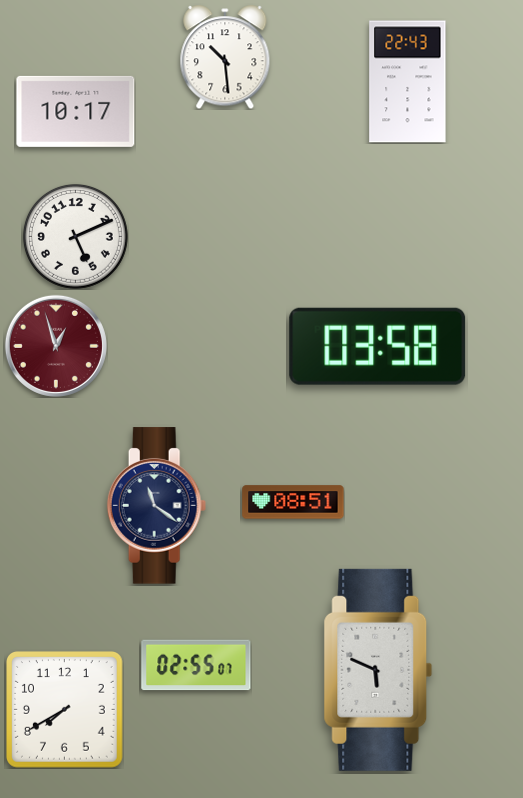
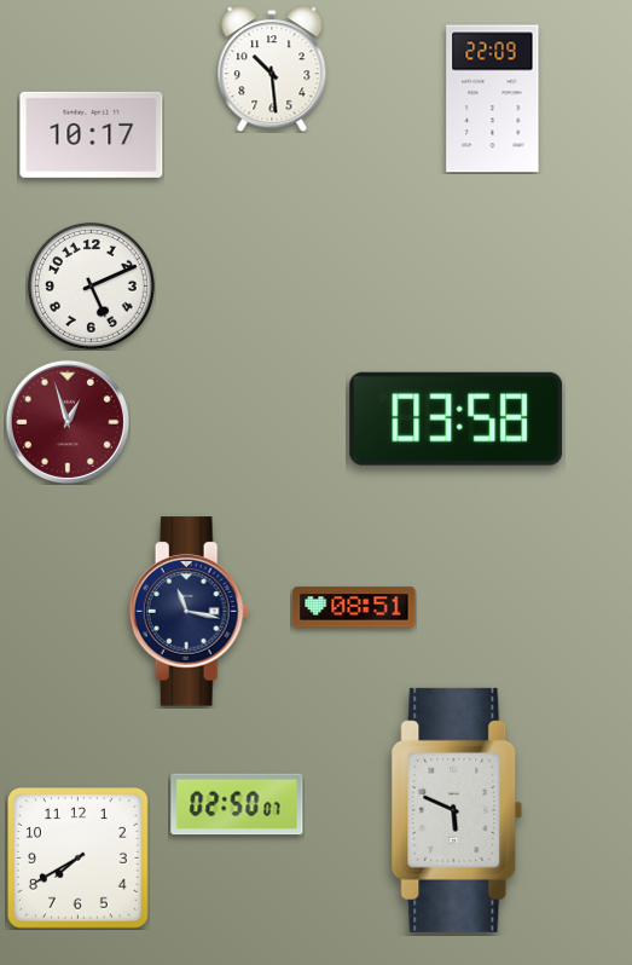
clock at (408, 82): 22:43 -> 22:09
clock at (56, 346) position: (56, 346) -> (68, 422)
clock at (157, 506): 11:21 -> 11:17
clock at (196, 665): 02:55 -> 02:50
